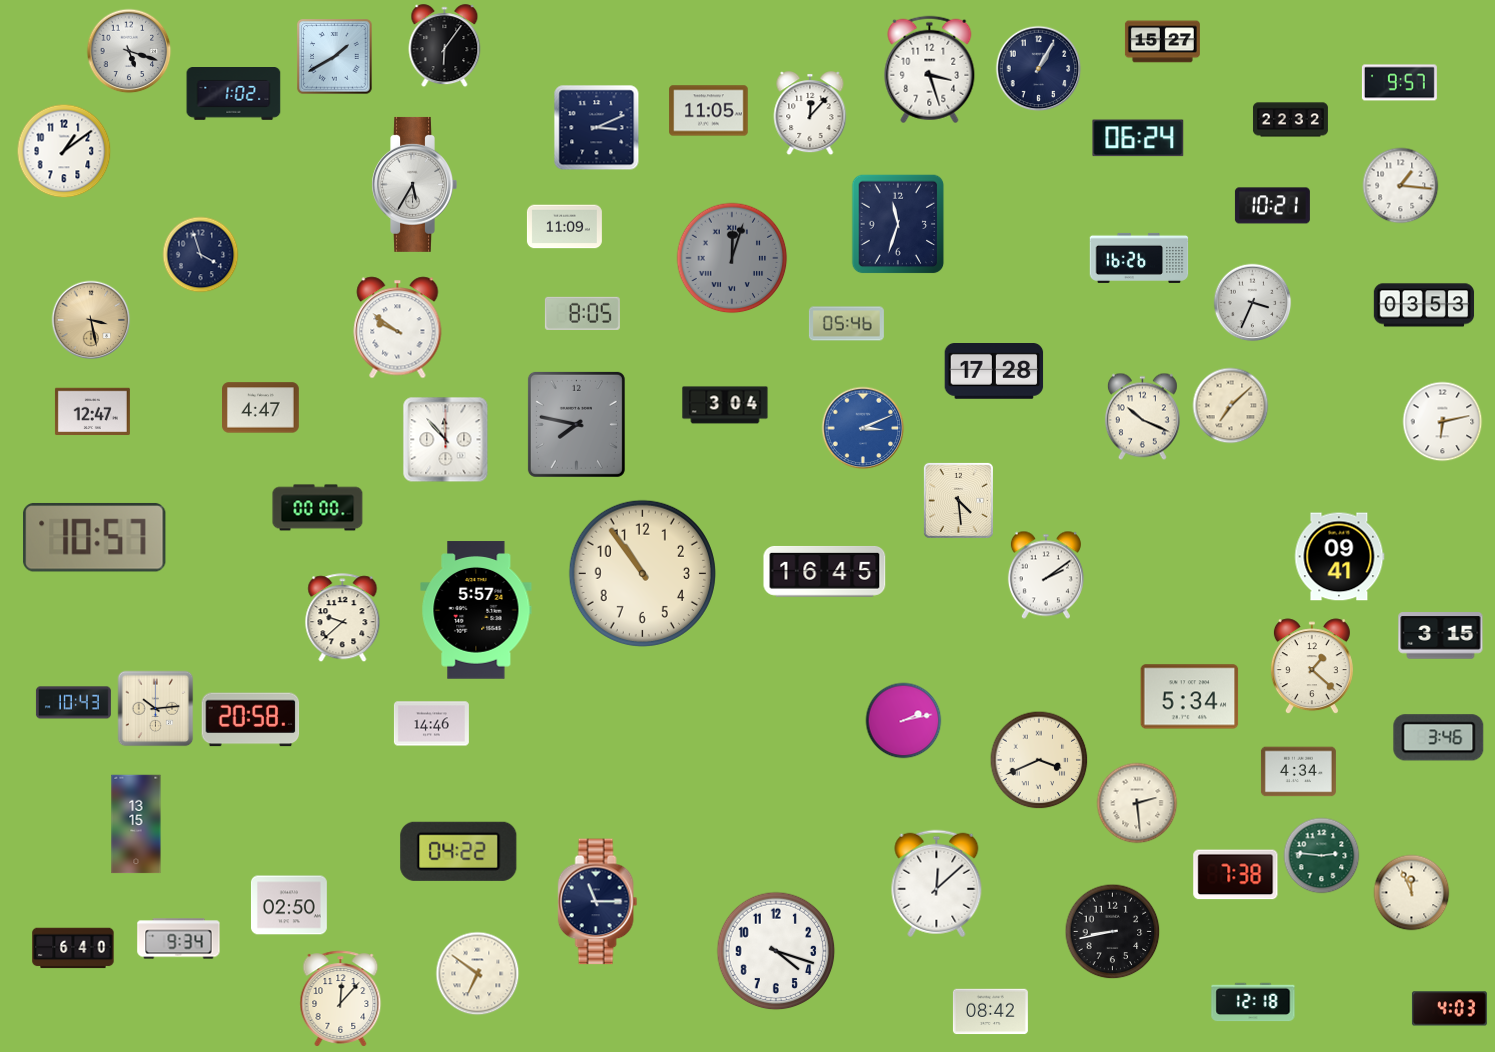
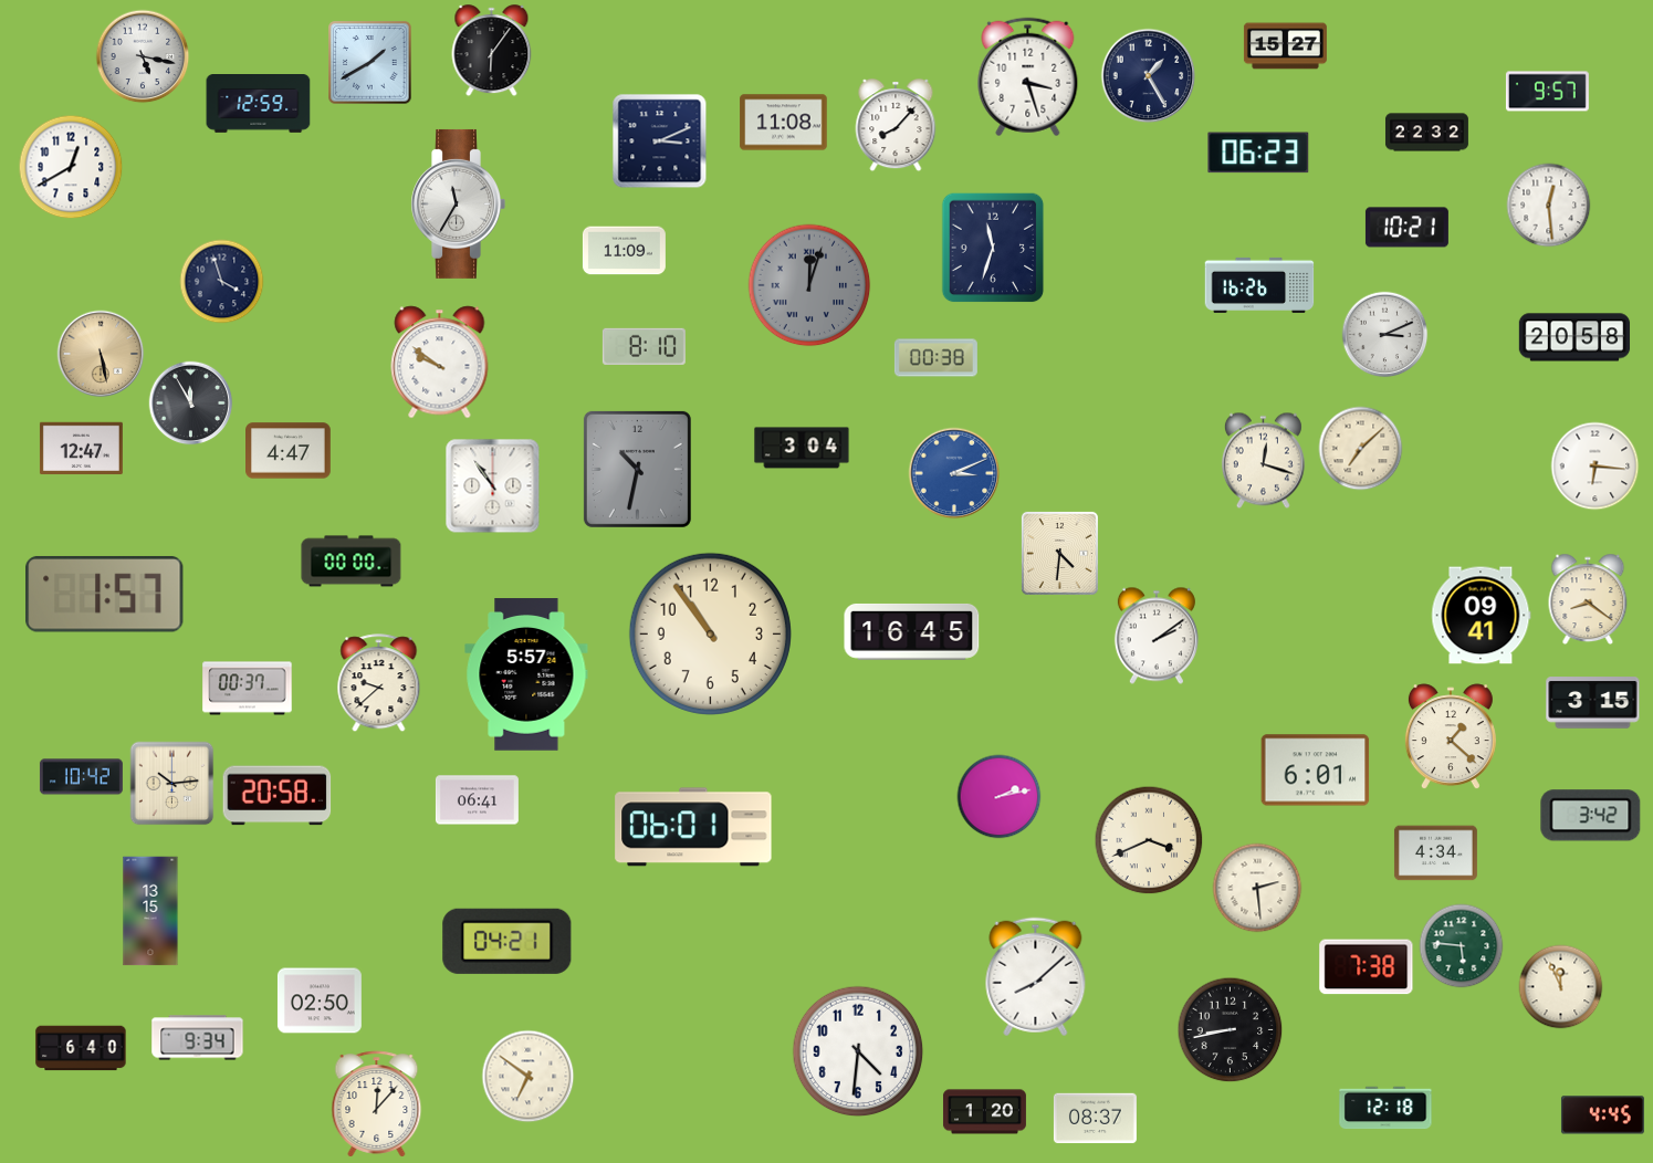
clock at (129, 51): 5:18 -> 5:17
clock at (1039, 69): 1:05 -> 1:25
clock at (234, 94): 1:02 -> 12:59
clock at (709, 111): 11:05 -> 11:08
clock at (810, 114): 12:07 -> 8:07
clock at (1138, 138): 06:24 -> 06:23
clock at (64, 151): 1:09 -> 12:40
clock at (414, 184): 5:35 -> 11:35
clock at (1401, 186): 1:16 -> 12:29
clock at (1253, 303): 3:34 -> 3:11
clock at (1424, 305): 03:53 -> 20:58
clock at (582, 313): 8:05 -> 8:10
clock at (91, 320): 3:28 -> 5:28
clock at (846, 324): 05:46 -> 00:38
clock at (191, 404): none -> 11:55
clock at (994, 372): 17:28 -> none
clock at (92, 412) position: (92, 412) -> (81, 449)
clock at (1142, 417): 10:19 -> 12:18
clock at (1443, 422): 6:13 -> 6:16
clock at (576, 424): 7:47 -> 10:32
clock at (446, 440): 11:53 -> 10:54
clock at (958, 500): 4:29 -> 4:31
clock at (95, 537): 10:57 -> 1:57
clock at (1588, 599): none -> 8:21
clock at (248, 689): none -> 00:37
clock at (1190, 697): 5:34 -> 6:01
clock at (73, 703): 10:43 -> 10:42
clock at (431, 724): 14:46 -> 06:41
clock at (1439, 738): 3:46 -> 3:42
clock at (693, 827): none -> 06:01
clock at (459, 851): 04:22 -> 04:21
clock at (1322, 856): 2:46 -> 5:46
clock at (937, 884): 12:08 -> 8:08
clock at (598, 902): 11:15 -> none
clock at (776, 951): 4:18 -> 4:31
clock at (984, 1112): none -> 1:20
clock at (1449, 1009): 4:03 -> 4:45
clock at (990, 1012): 08:42 -> 08:37
